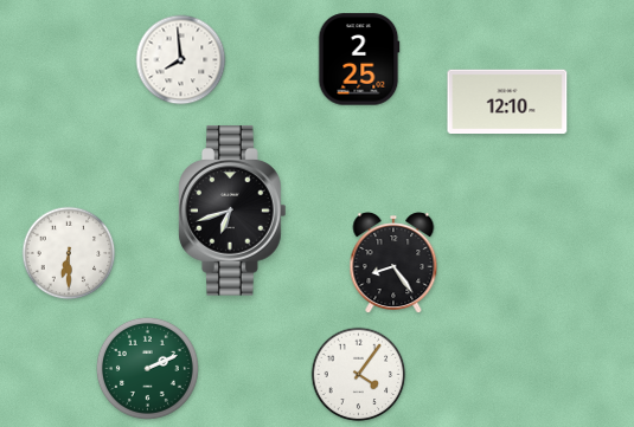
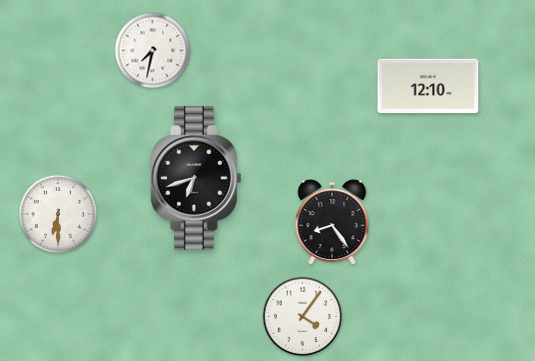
clock at (359, 59): 2:25 -> none
clock at (181, 60): 7:59 -> 7:32
clock at (147, 368): 2:11 -> none
